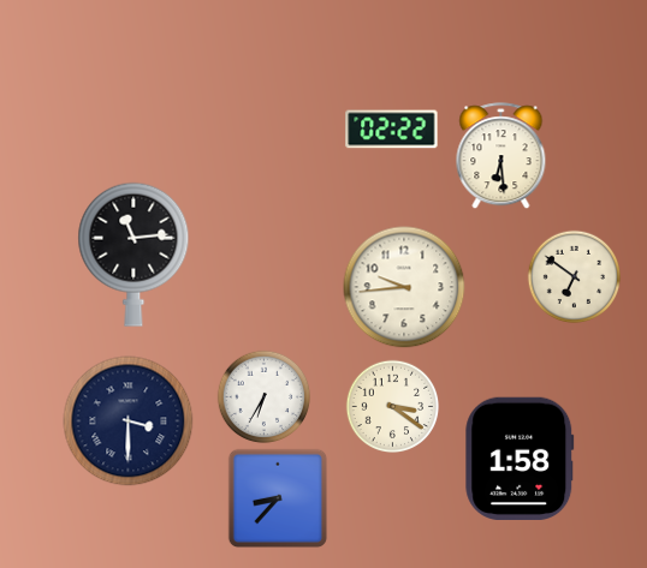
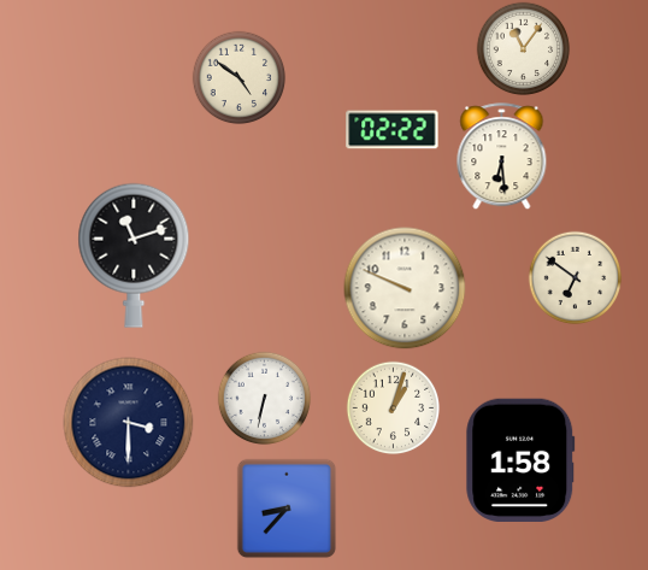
clock at (523, 48): none -> 11:06
clock at (238, 77): none -> 4:51
clock at (133, 255): 11:14 -> 11:12
clock at (404, 287): 9:44 -> 9:49
clock at (263, 396): 6:35 -> 6:32
clock at (392, 406): 3:21 -> 1:03
clock at (278, 498) position: (278, 498) -> (287, 509)
